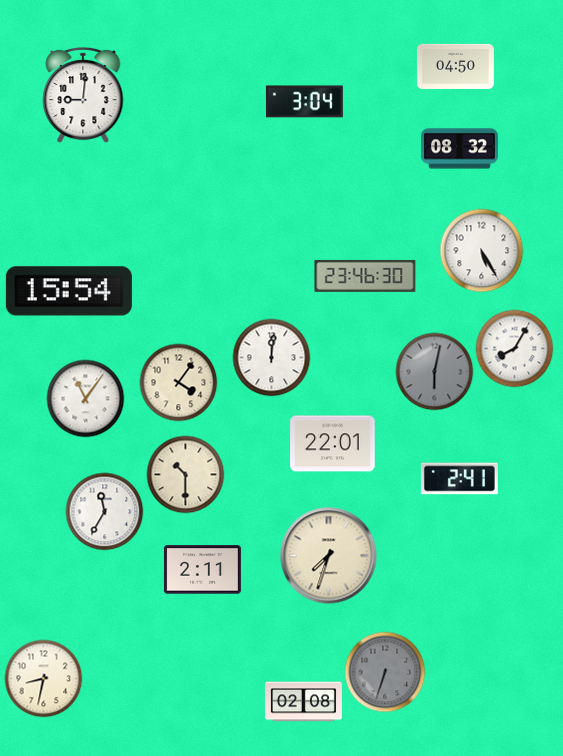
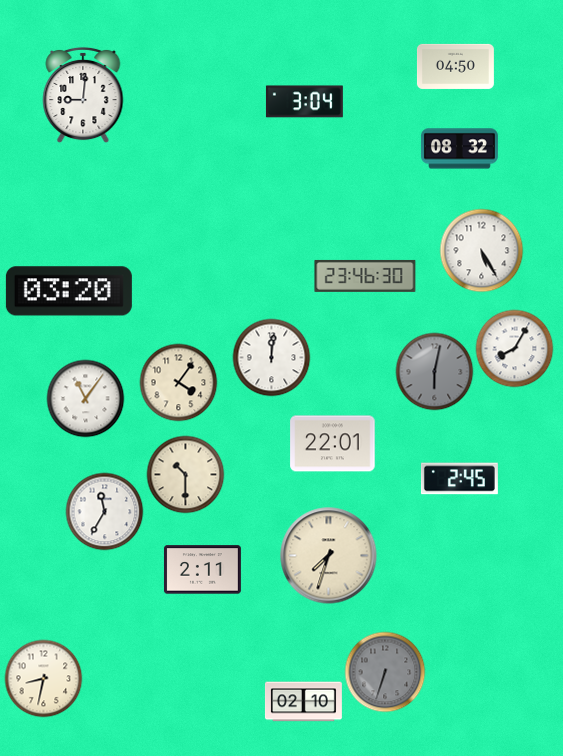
clock at (69, 291): 15:54 -> 03:20
clock at (459, 479): 2:41 -> 2:45
clock at (303, 702): 02:08 -> 02:10
